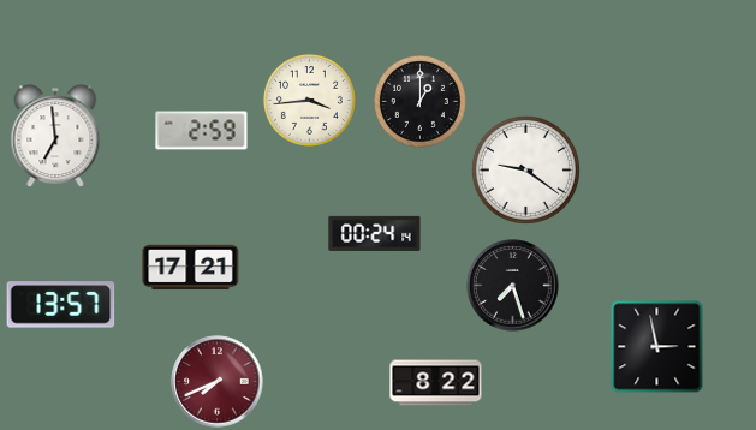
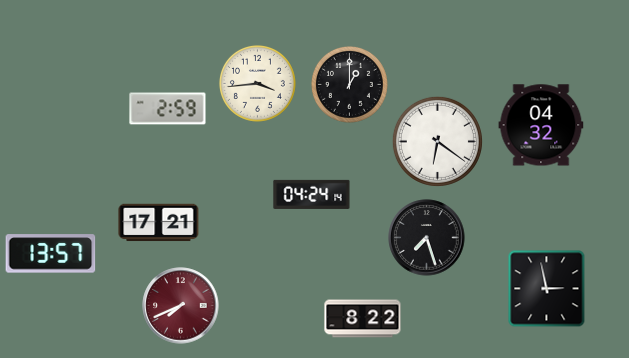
clock at (55, 136): 6:59 -> none
clock at (541, 125): none -> 04:32
clock at (525, 169): 9:21 -> 6:21
clock at (375, 233): 00:24 -> 04:24
clock at (218, 382) position: (218, 382) -> (181, 306)
